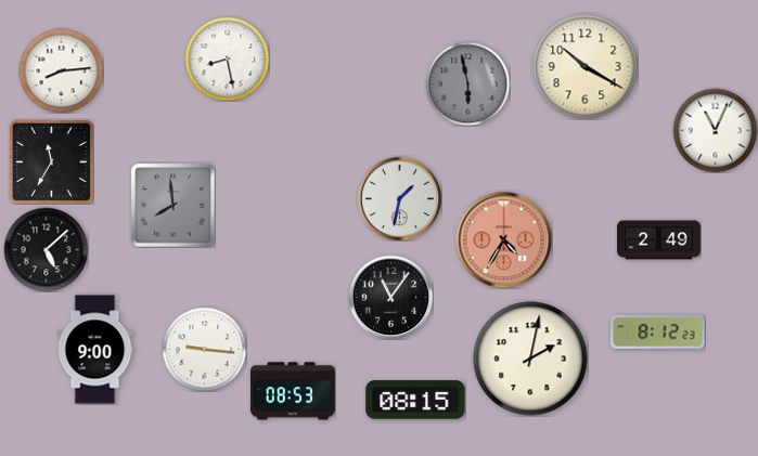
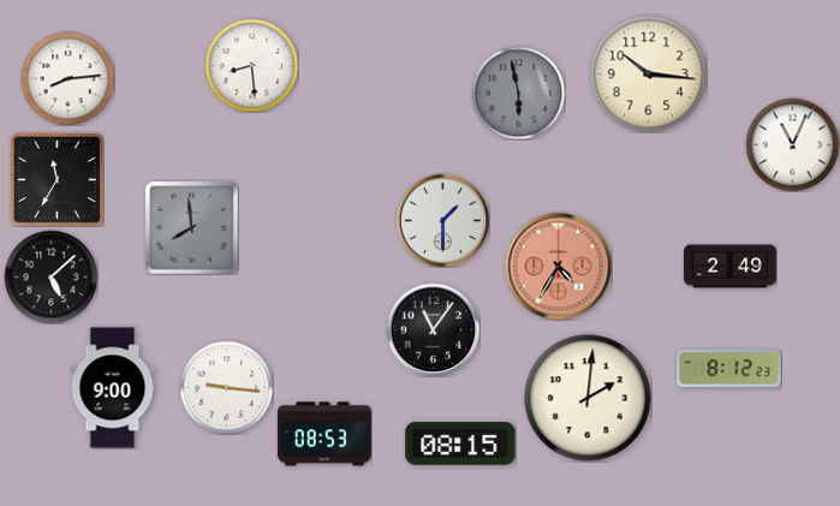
clock at (227, 58): 8:28 -> 8:29
clock at (584, 66): 10:20 -> 10:16
clock at (399, 198): 1:32 -> 1:30
clock at (95, 350) position: (95, 350) -> (113, 388)
clock at (530, 359): 2:02 -> 2:01
